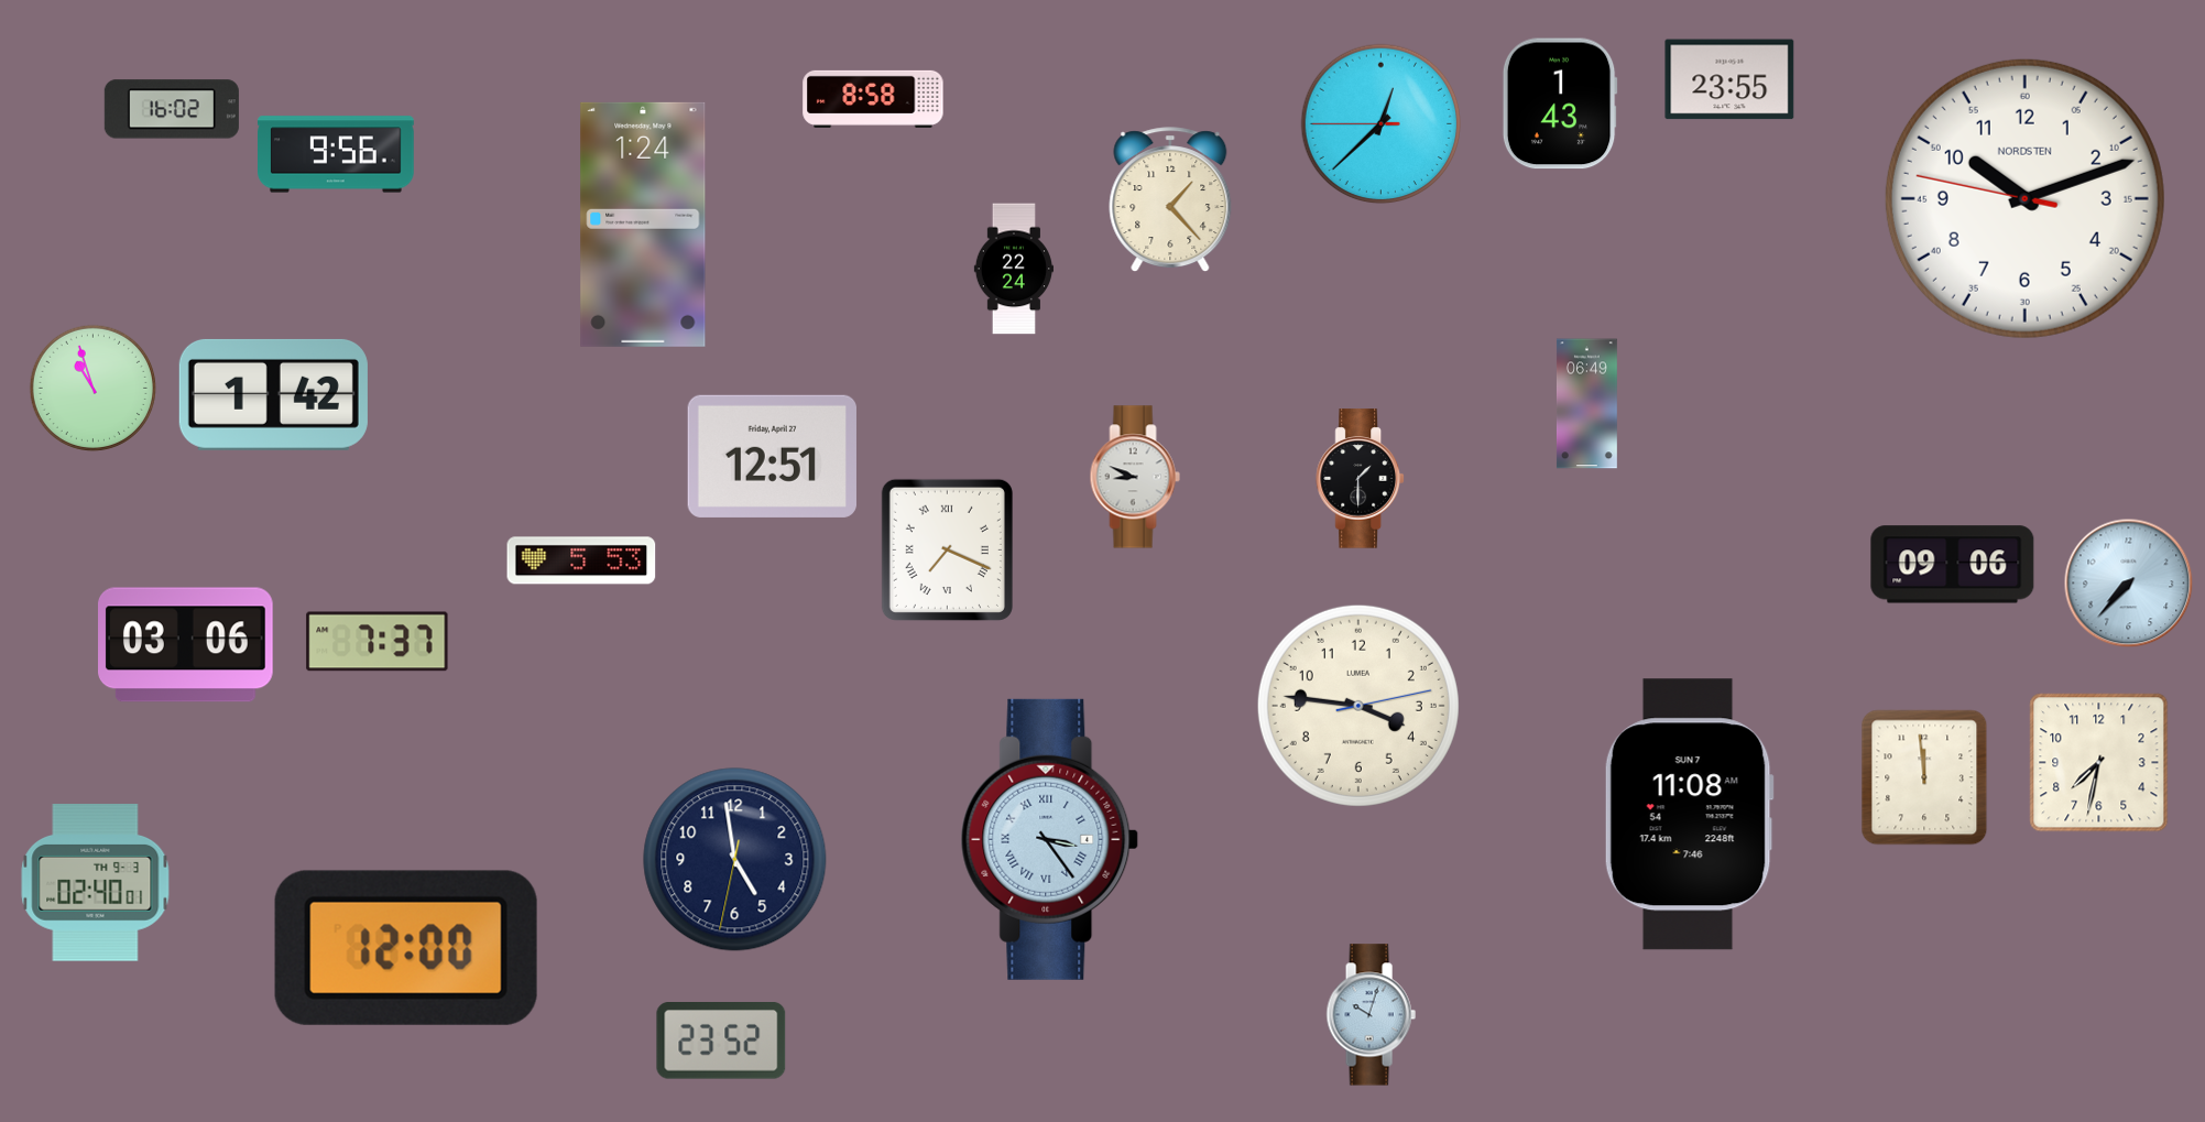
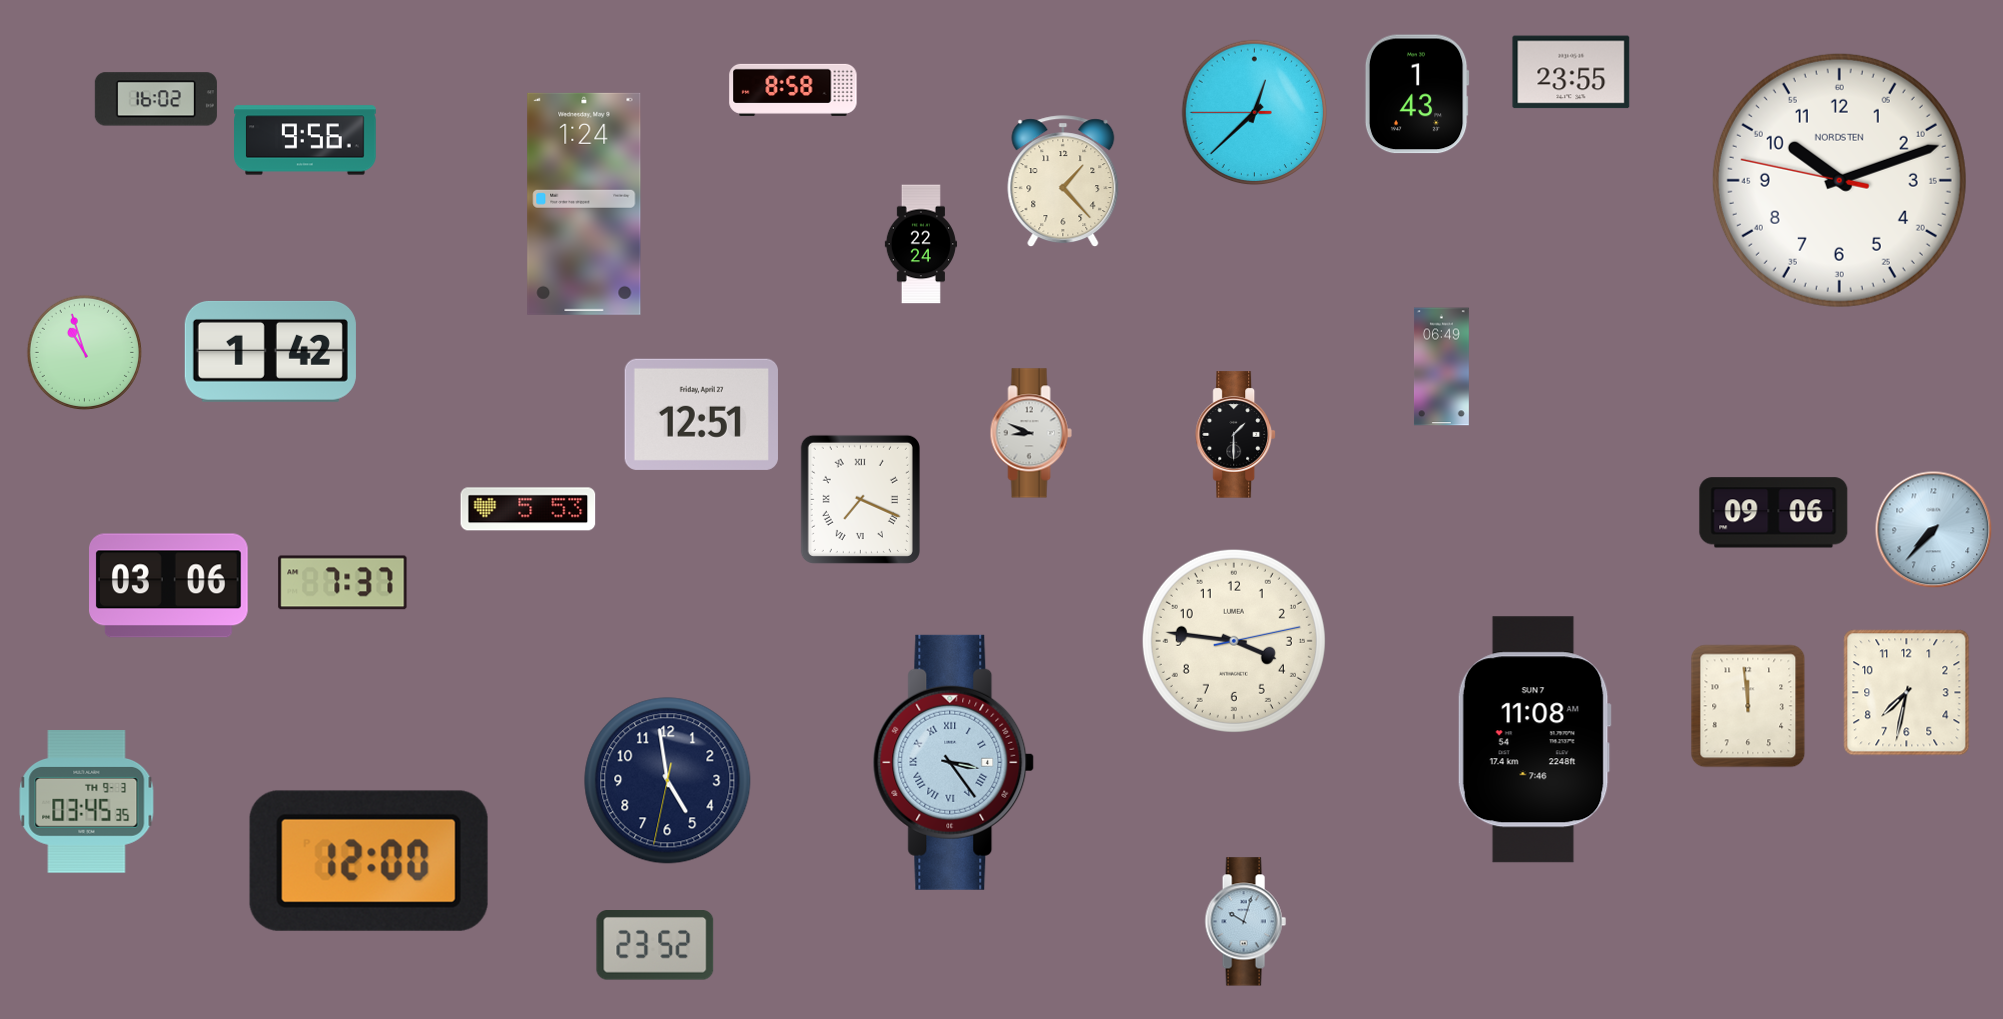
clock at (273, 394) position: (273, 394) -> (270, 351)
clock at (96, 883): 02:40 -> 03:45
